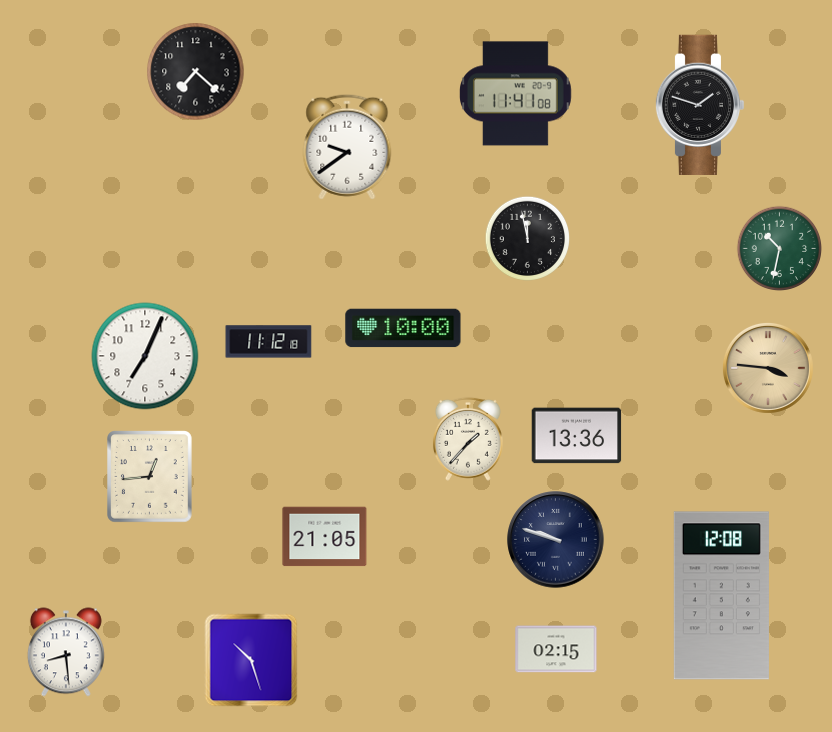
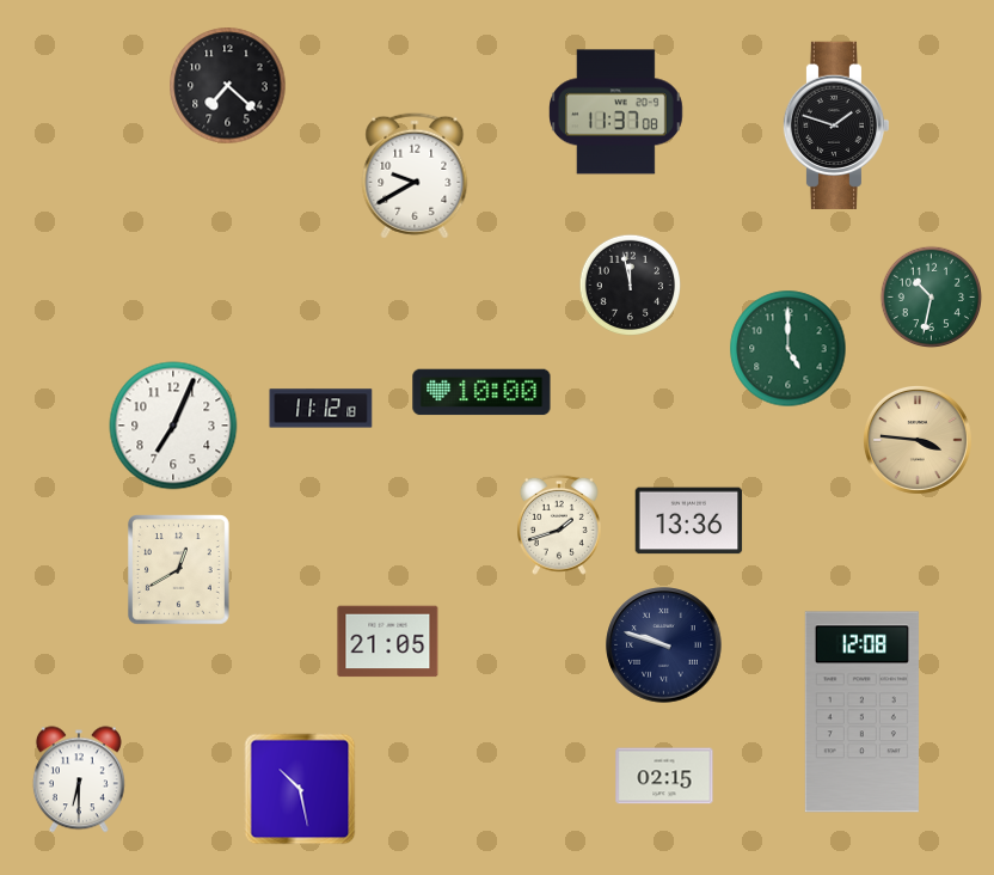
clock at (196, 72) position: (196, 72) -> (228, 86)
clock at (516, 94): 11:41 -> 11:37
clock at (347, 147): 9:39 -> 9:40
clock at (789, 349): none -> 5:00
clock at (468, 439): 1:37 -> 1:42
clock at (150, 477): 12:44 -> 12:40
clock at (66, 652): 8:29 -> 6:30
clock at (251, 660): 10:27 -> 10:28
